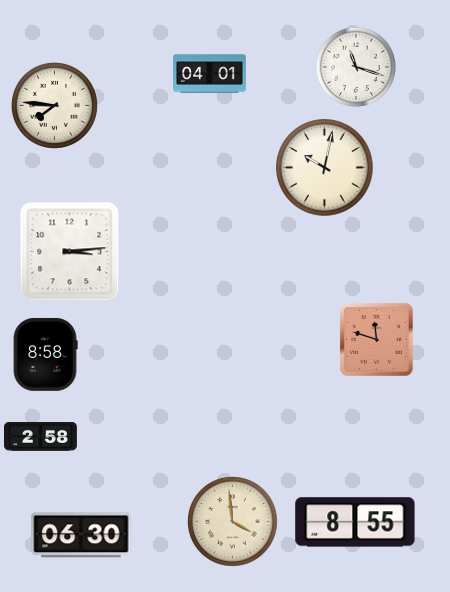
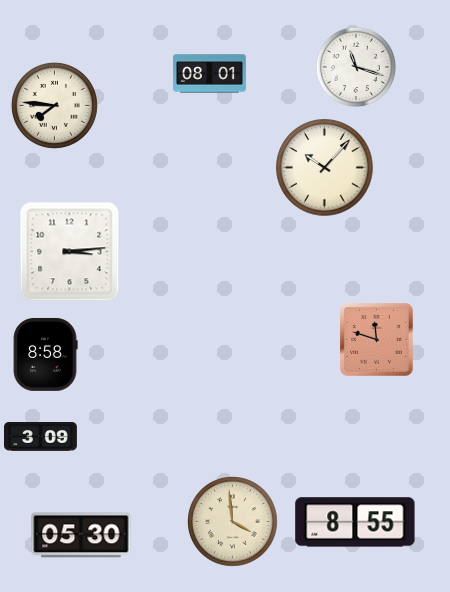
clock at (210, 74): 04:01 -> 08:01
clock at (325, 168): 10:02 -> 10:07
clock at (41, 437): 2:58 -> 3:09
clock at (81, 535): 06:30 -> 05:30
